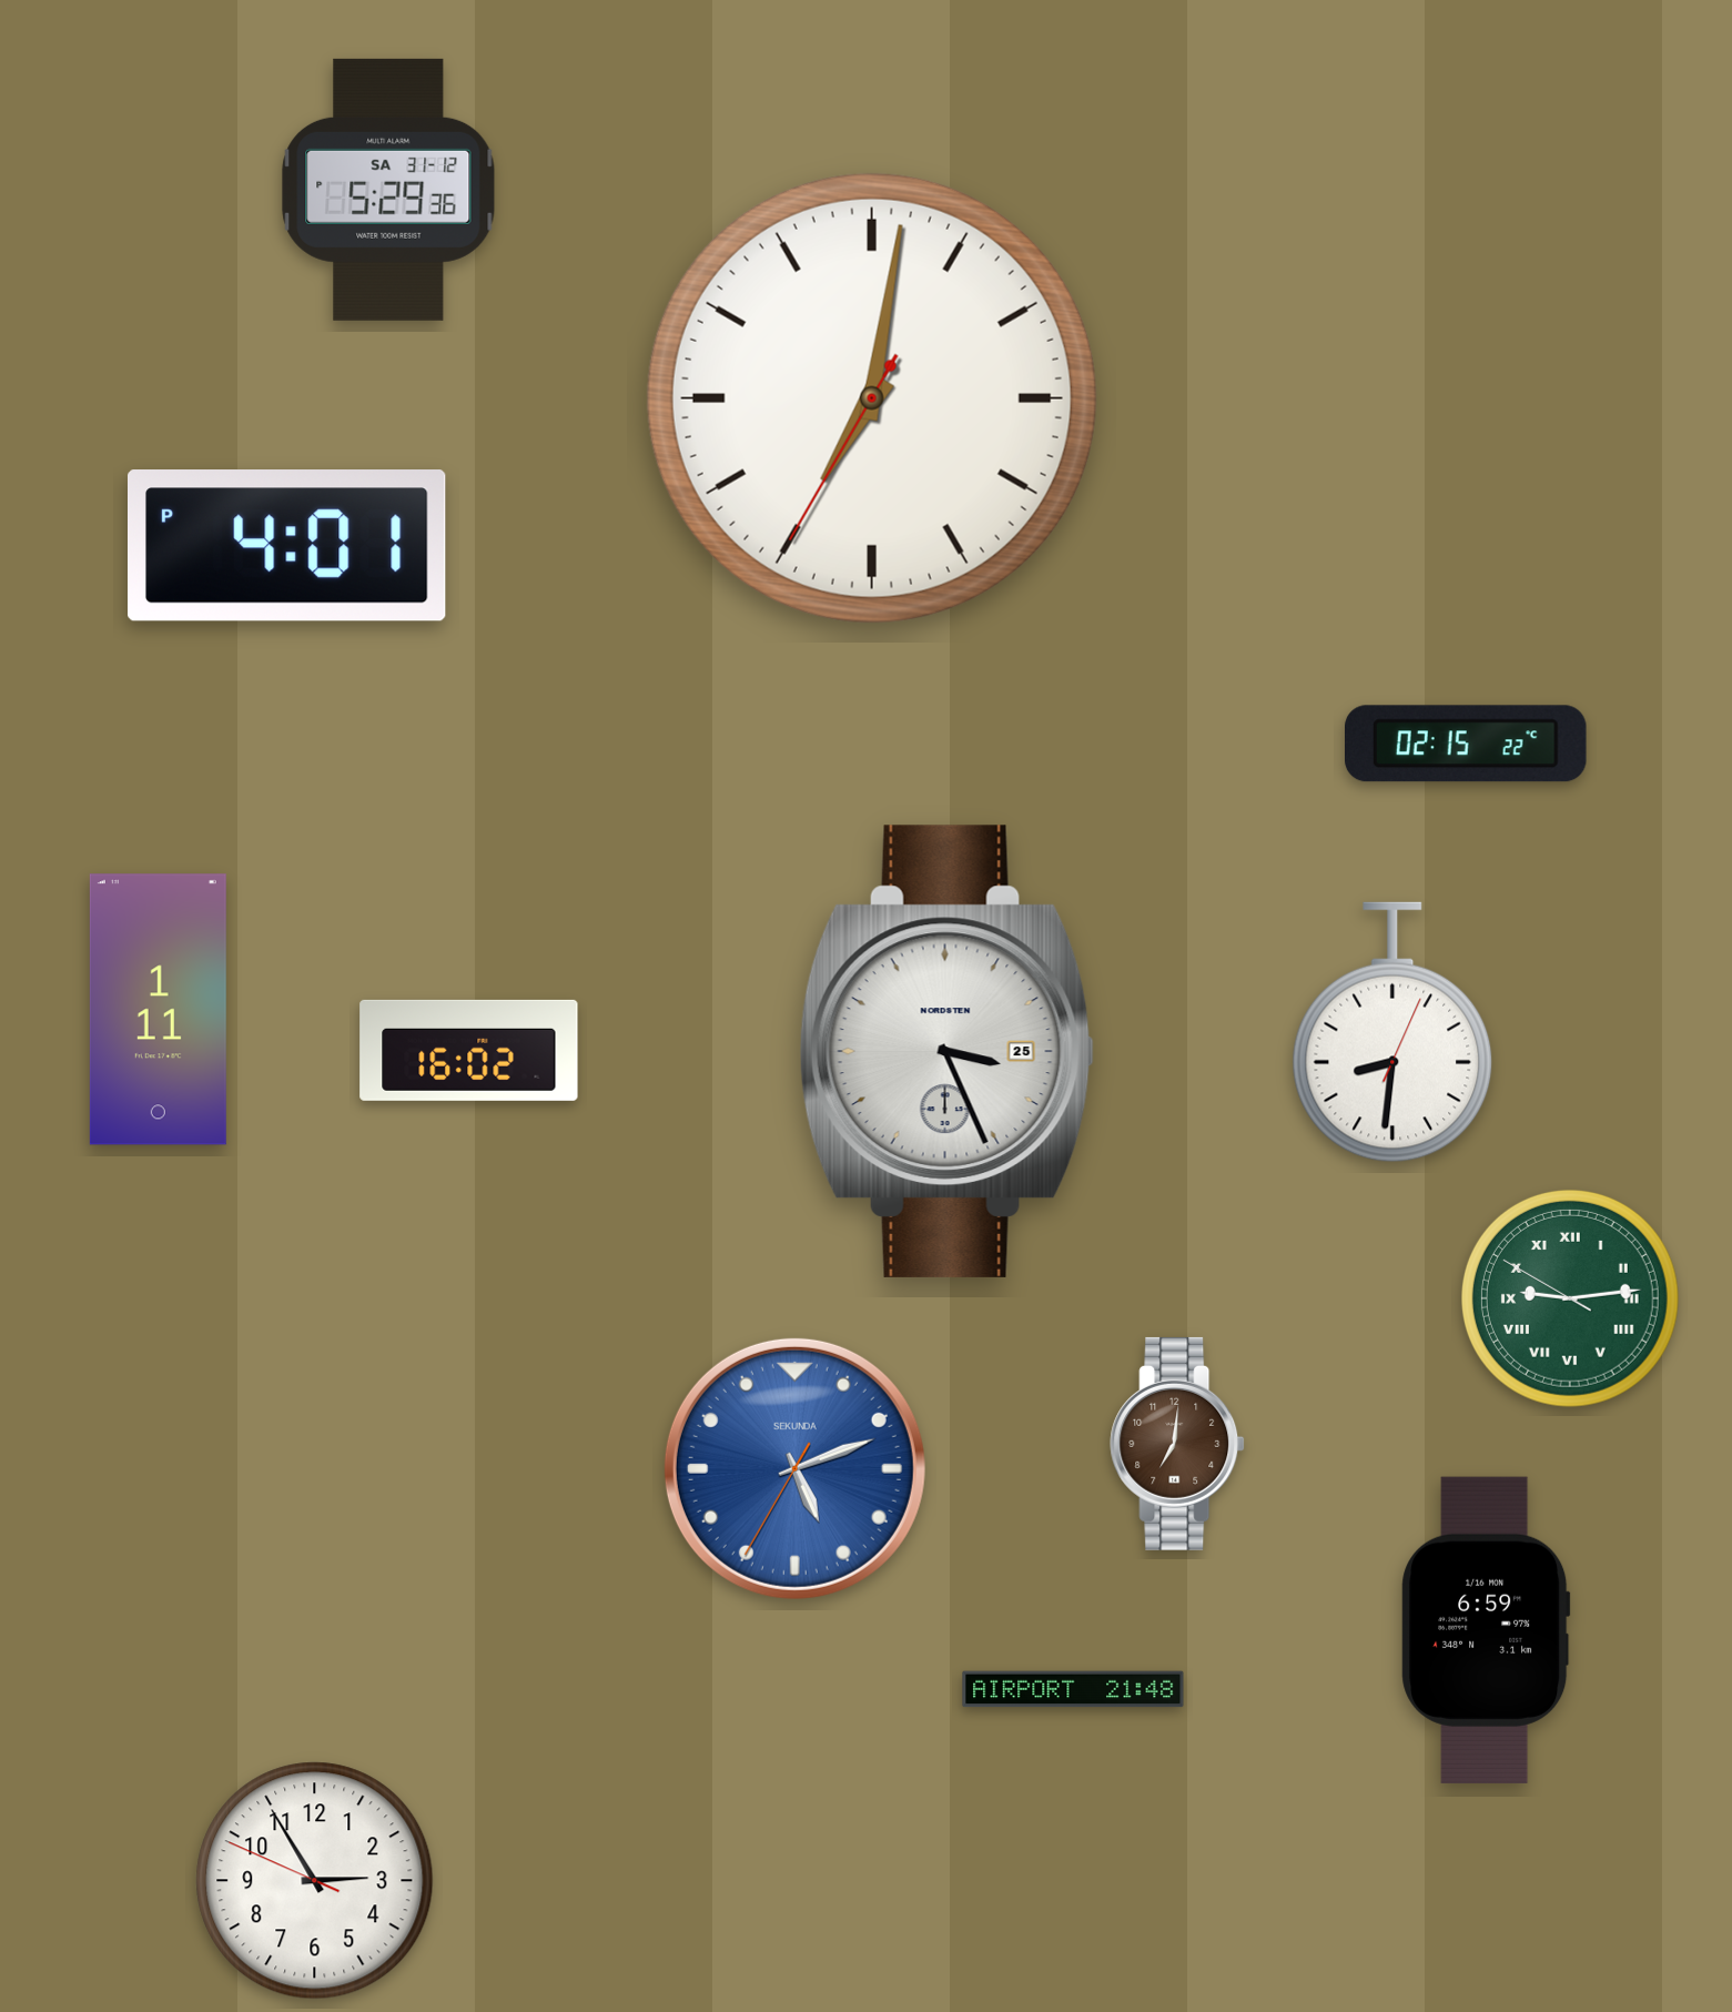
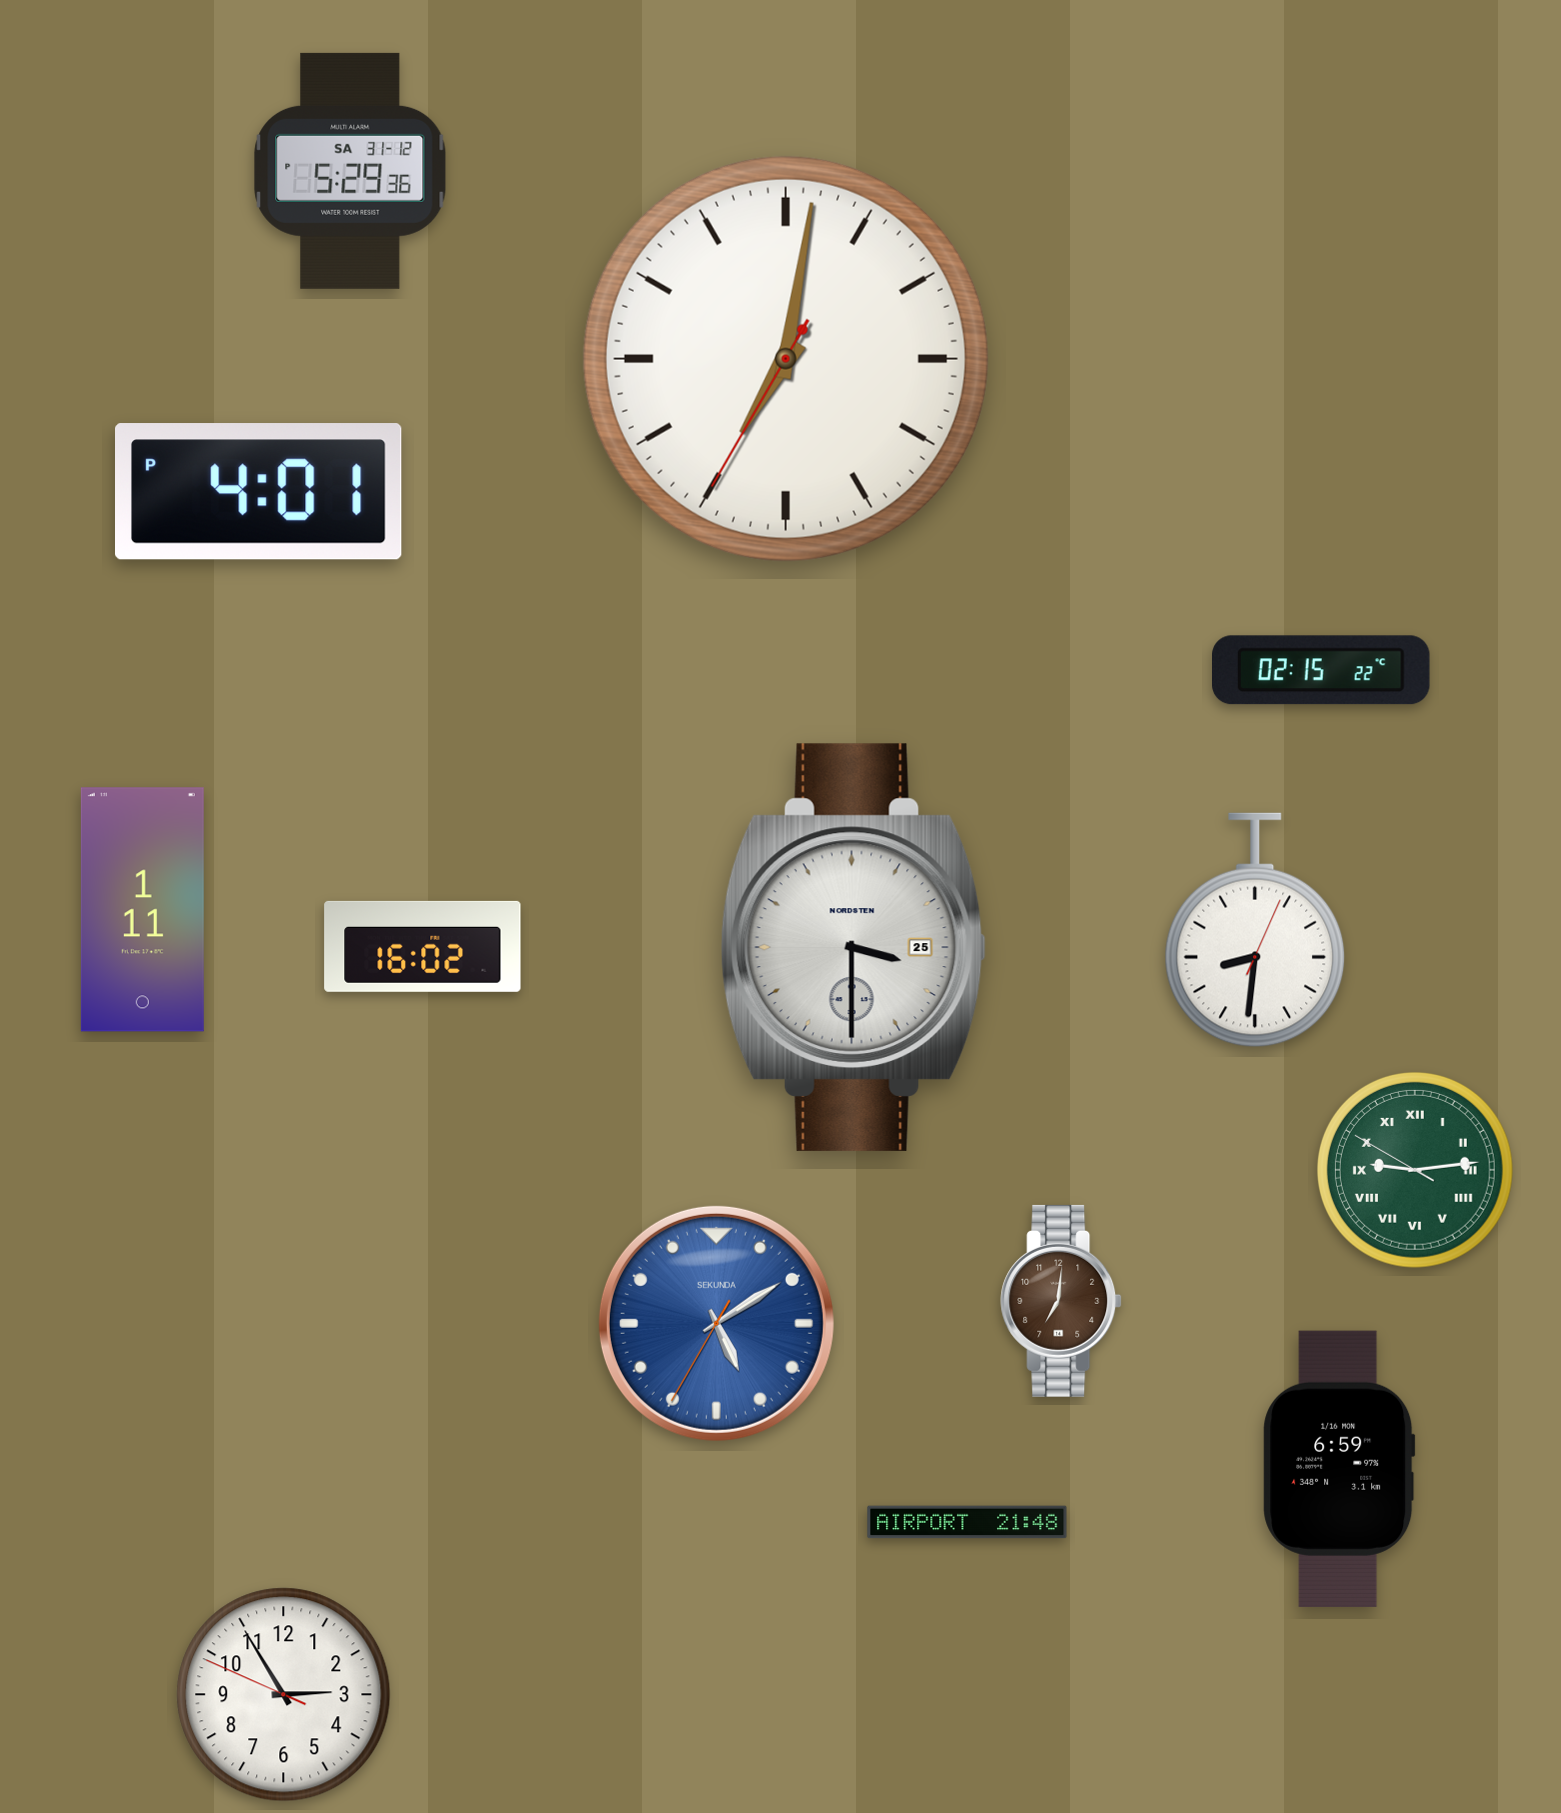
clock at (946, 1051): 3:26 -> 3:30
clock at (794, 1468): 5:11 -> 5:09
